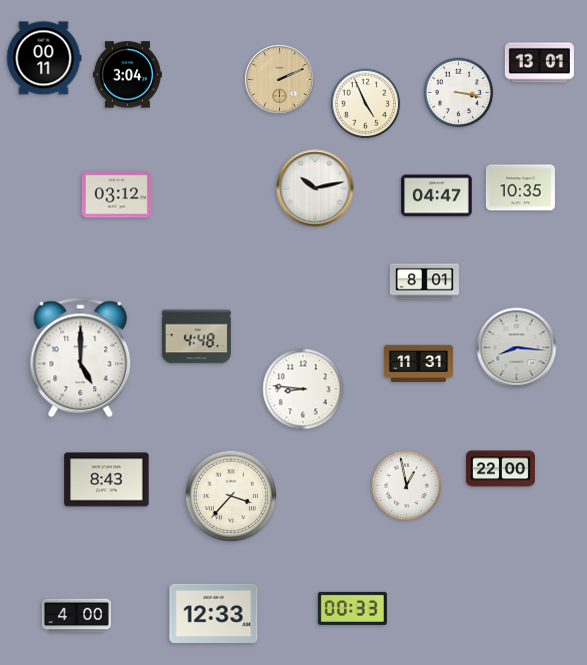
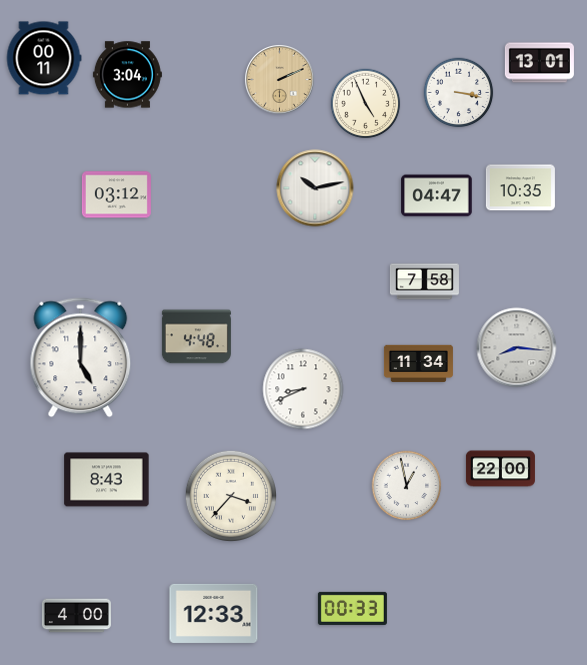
clock at (424, 282): 8:01 -> 7:58
clock at (418, 364): 11:31 -> 11:34
clock at (303, 389): 8:46 -> 8:41
